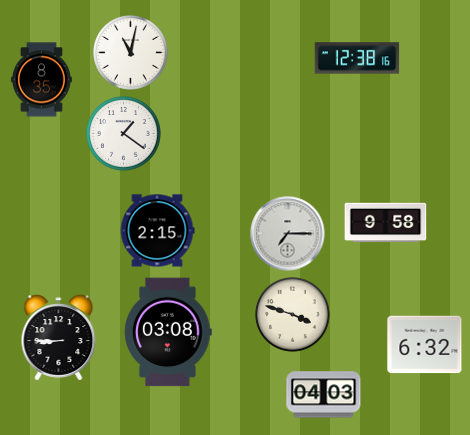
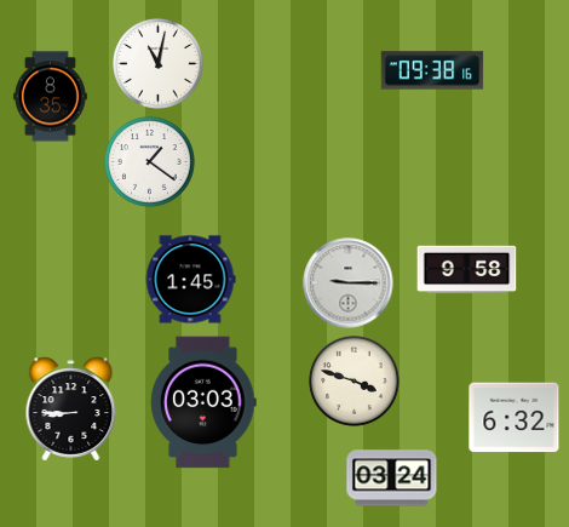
clock at (357, 58): 12:38 -> 09:38
clock at (157, 231): 2:15 -> 1:45
clock at (288, 234): 7:15 -> 9:15
clock at (168, 332): 03:08 -> 03:03
clock at (324, 395): 04:03 -> 03:24
